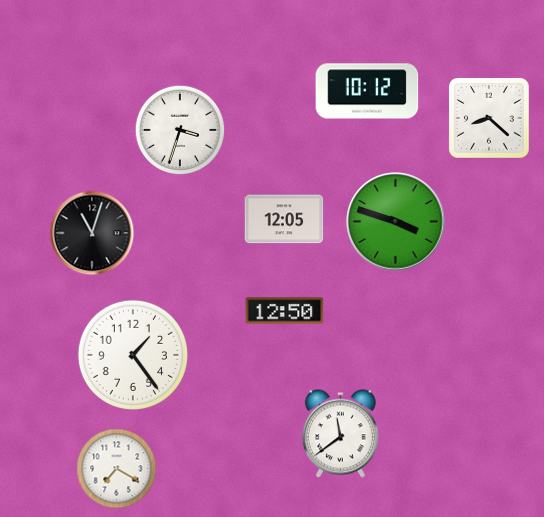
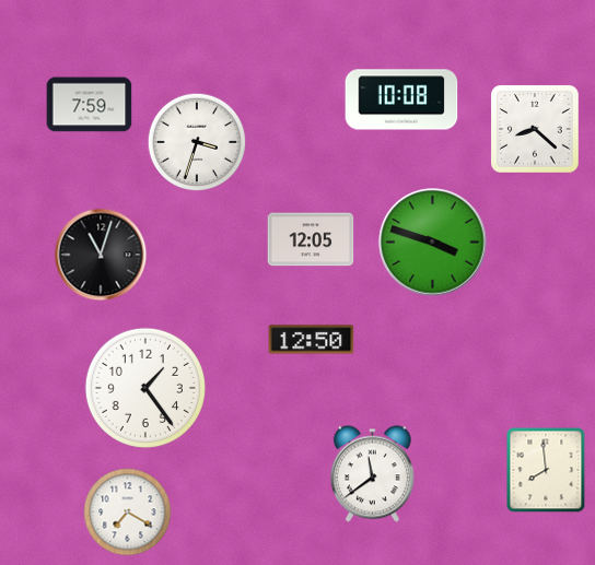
clock at (367, 91): 10:12 -> 10:08
clock at (90, 105): none -> 7:59
clock at (546, 470): none -> 7:59
